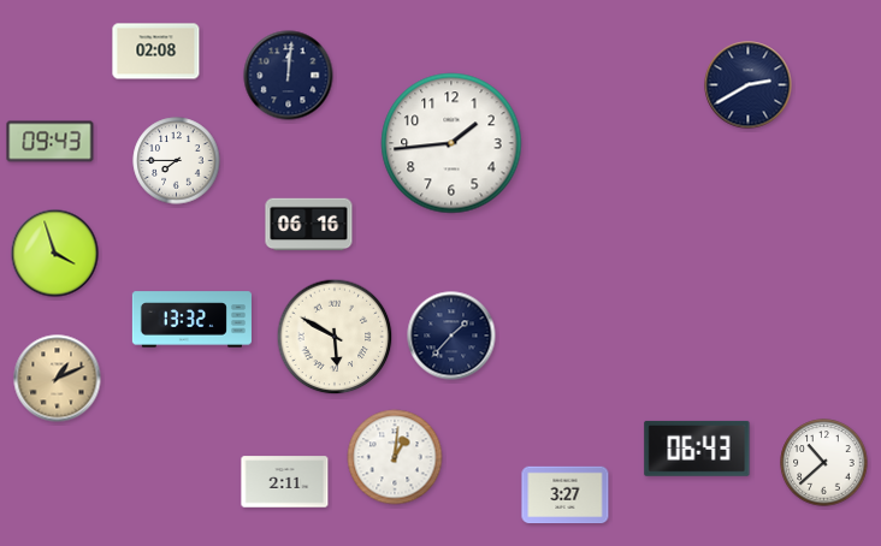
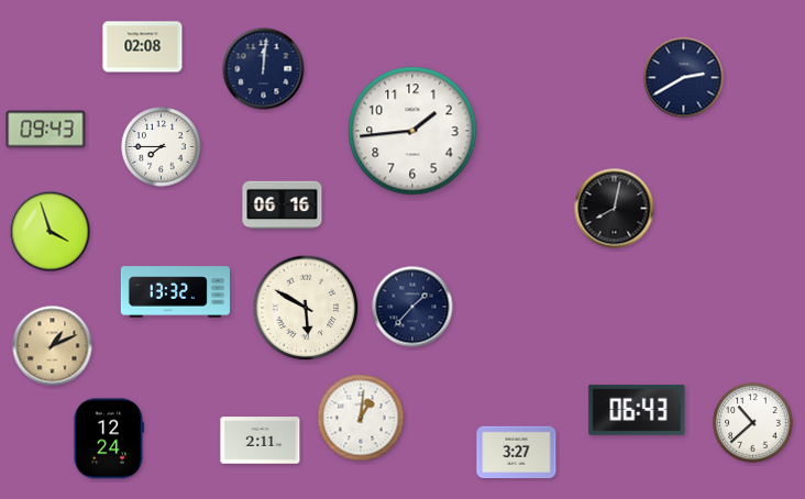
clock at (615, 209): none -> 8:02
clock at (108, 439): none -> 12:24
